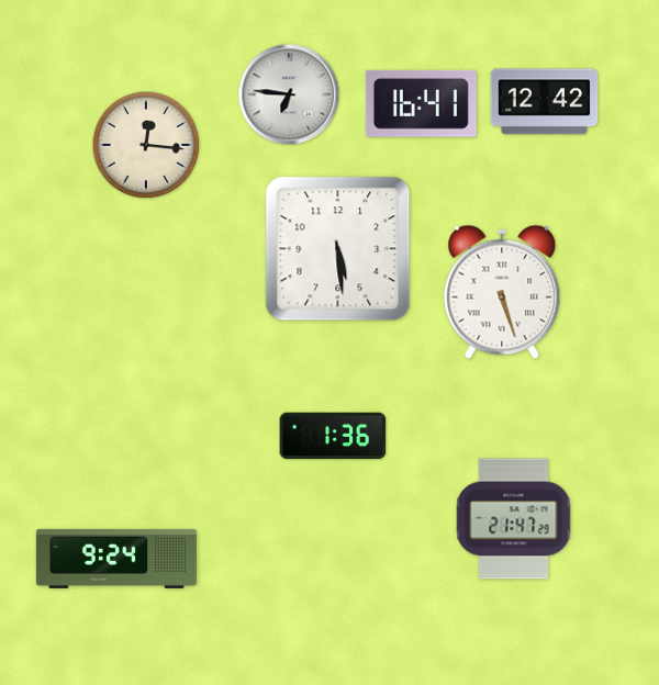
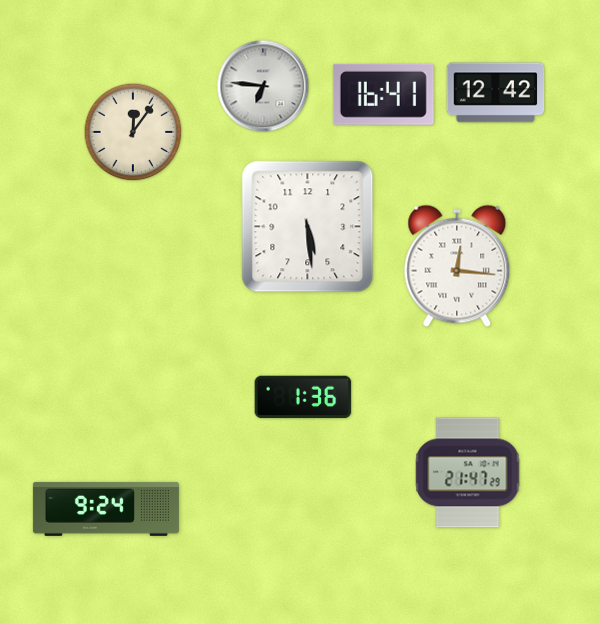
clock at (146, 145): 12:16 -> 12:06
clock at (502, 292): 5:27 -> 12:16
